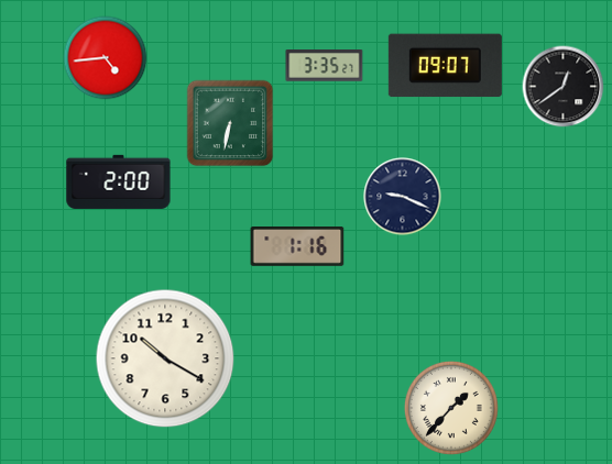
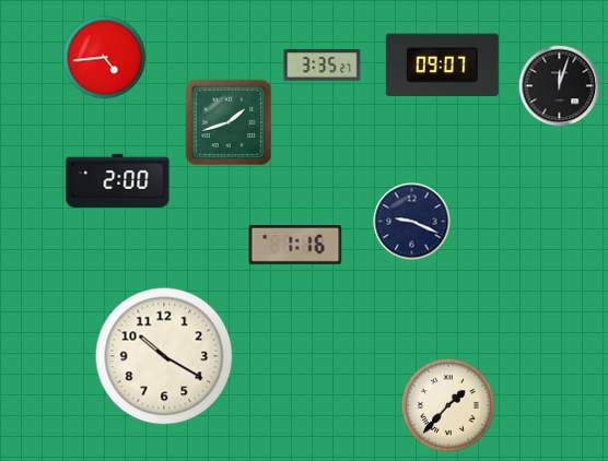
clock at (564, 87): 12:39 -> 12:03
clock at (230, 123): 6:32 -> 1:42
clock at (403, 197) position: (403, 197) -> (412, 222)
